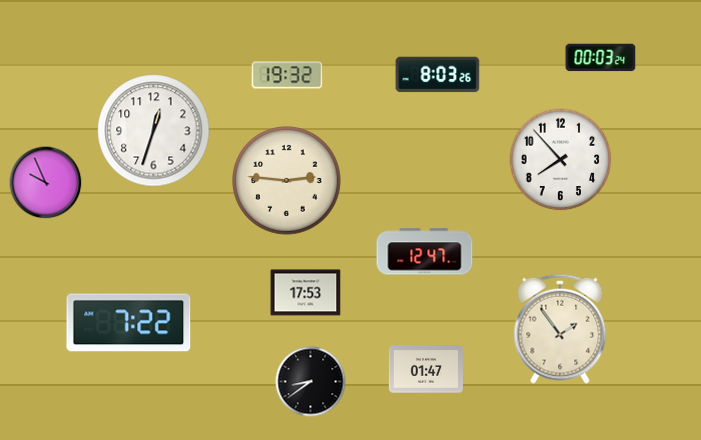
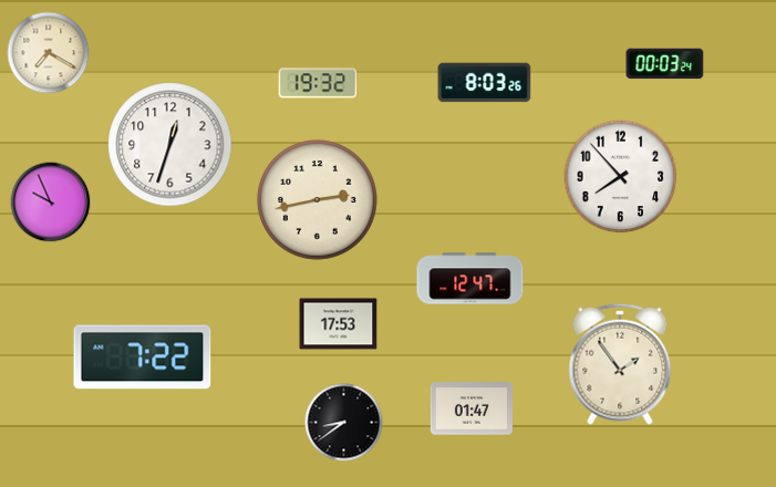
clock at (49, 53): none -> 7:20
clock at (287, 181): 2:46 -> 2:43
